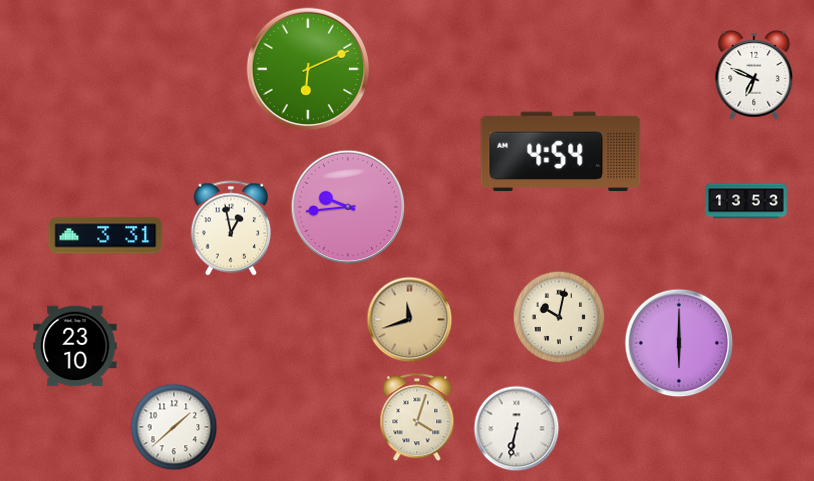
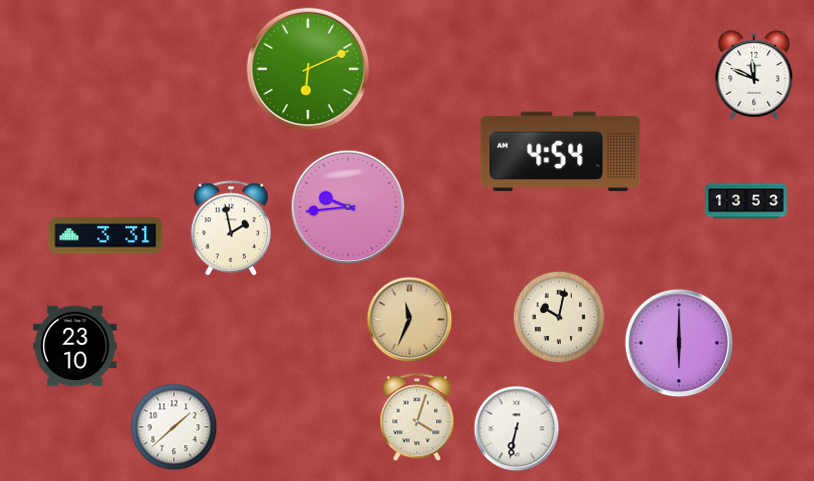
clock at (754, 75): 6:49 -> 11:49
clock at (230, 228): 12:58 -> 1:58
clock at (410, 320): 11:42 -> 11:34
